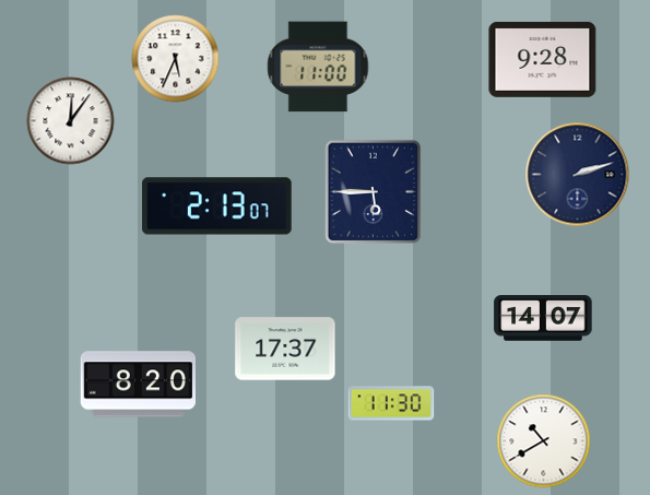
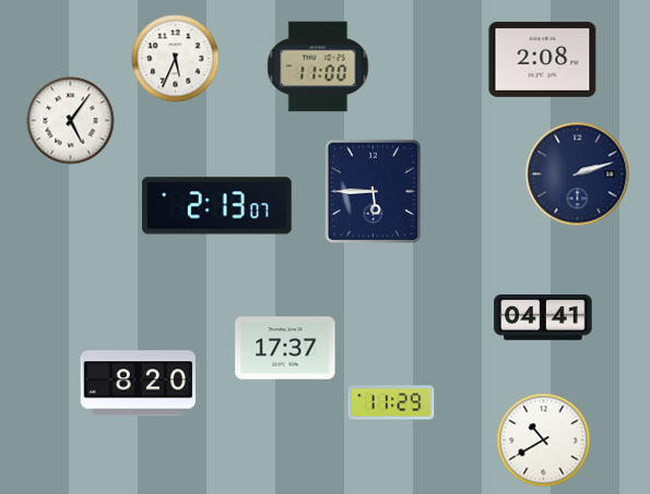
clock at (543, 59): 9:28 -> 2:08
clock at (71, 121): 12:06 -> 5:06
clock at (543, 319): 14:07 -> 04:41
clock at (391, 403): 11:30 -> 11:29
